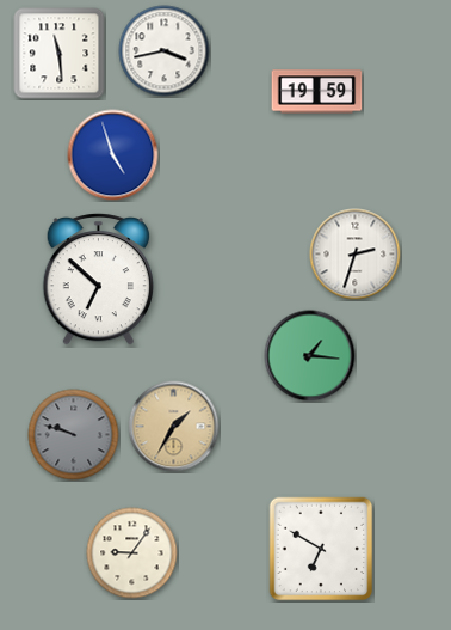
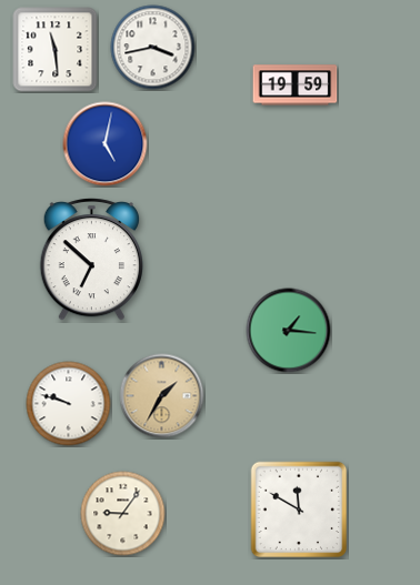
clock at (113, 155): 4:57 -> 5:02
clock at (356, 255): 2:33 -> none
clock at (74, 435) dial: grey -> white
clock at (321, 549): 6:50 -> 11:50
